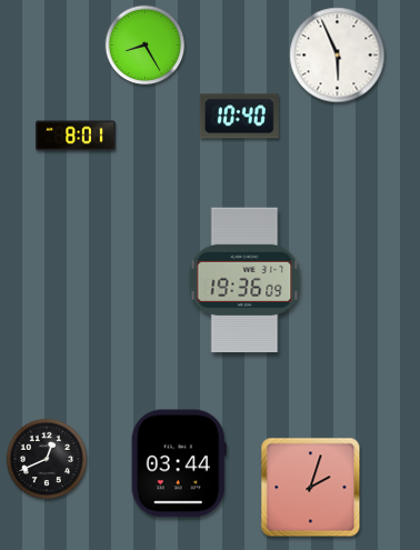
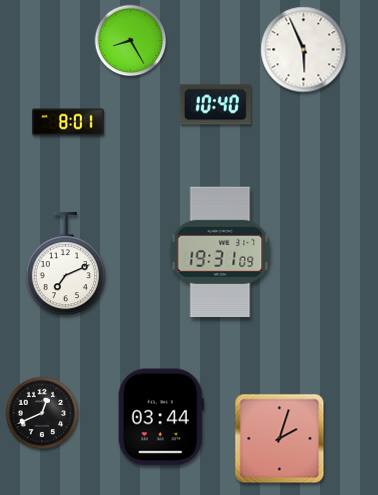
clock at (244, 280): 19:36 -> 19:31
clock at (65, 264): none -> 7:11
